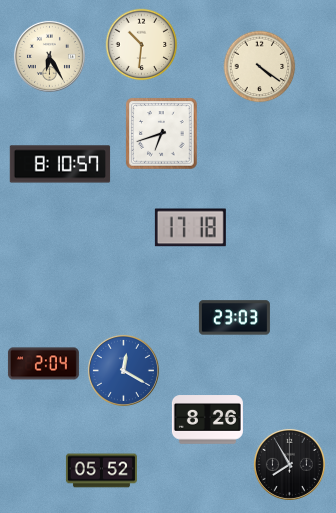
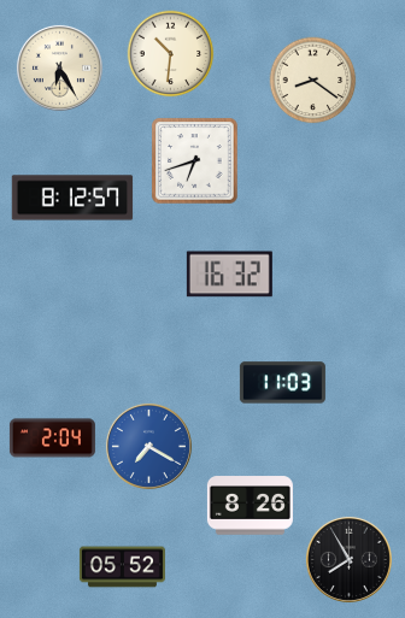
clock at (260, 67): 4:21 -> 8:21
clock at (60, 164): 8:10 -> 8:12
clock at (190, 228): 17:18 -> 16:32
clock at (234, 318): 23:03 -> 11:03
clock at (123, 370): 12:20 -> 7:20
